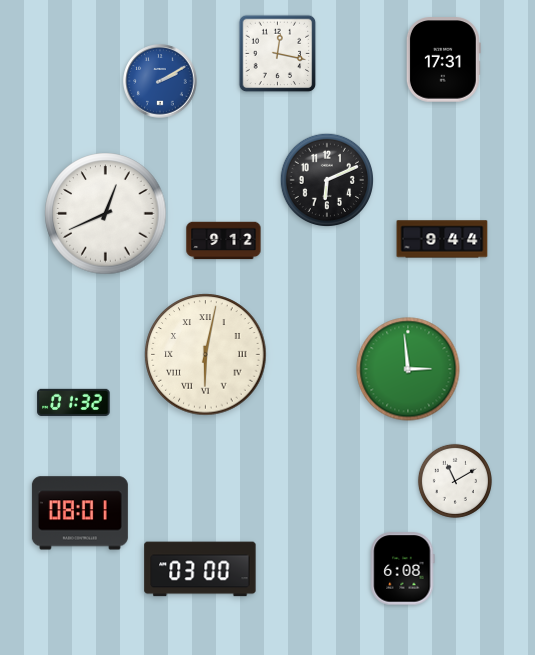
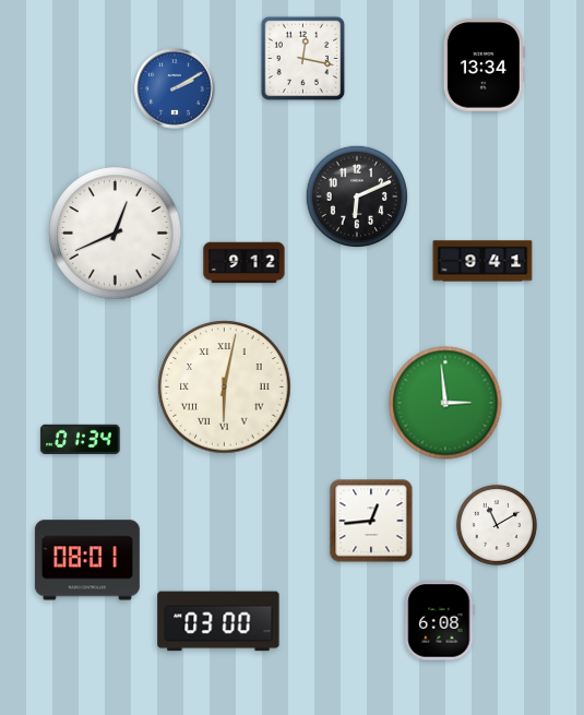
clock at (443, 60): 17:31 -> 13:34
clock at (442, 239): 9:44 -> 9:41
clock at (74, 402): 01:32 -> 01:34
clock at (371, 521): none -> 12:44
